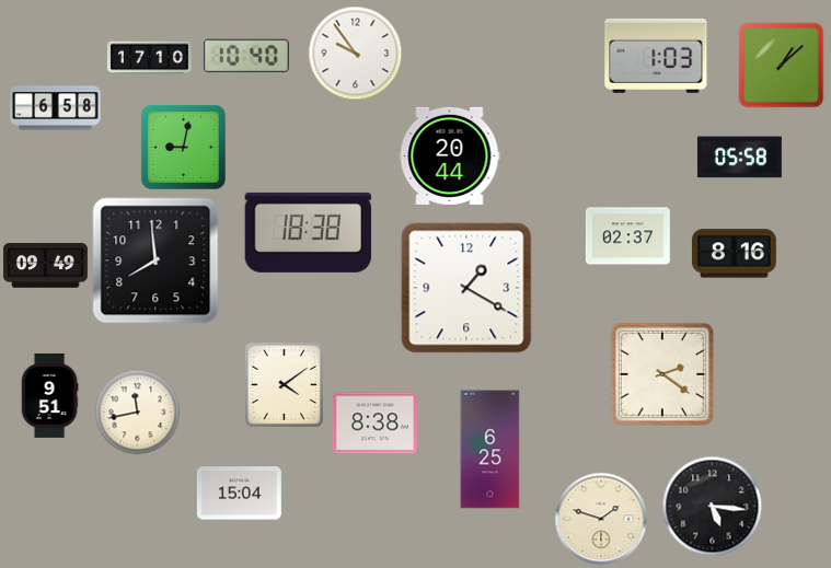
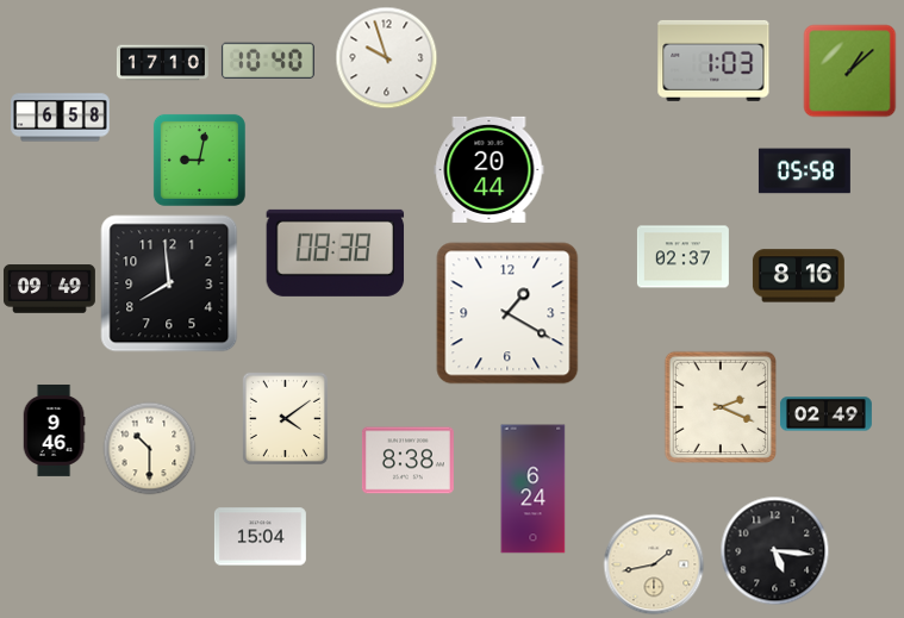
clock at (355, 53): 9:54 -> 9:57
clock at (309, 232): 18:38 -> 08:38
clock at (661, 373): 2:21 -> 2:19
clock at (825, 414): none -> 02:49
clock at (284, 384) position: (284, 384) -> (285, 418)
clock at (49, 395): 9:51 -> 9:46
clock at (137, 411): 11:43 -> 10:30
clock at (490, 450): 6:25 -> 6:24
clock at (601, 519): 1:48 -> 1:43
